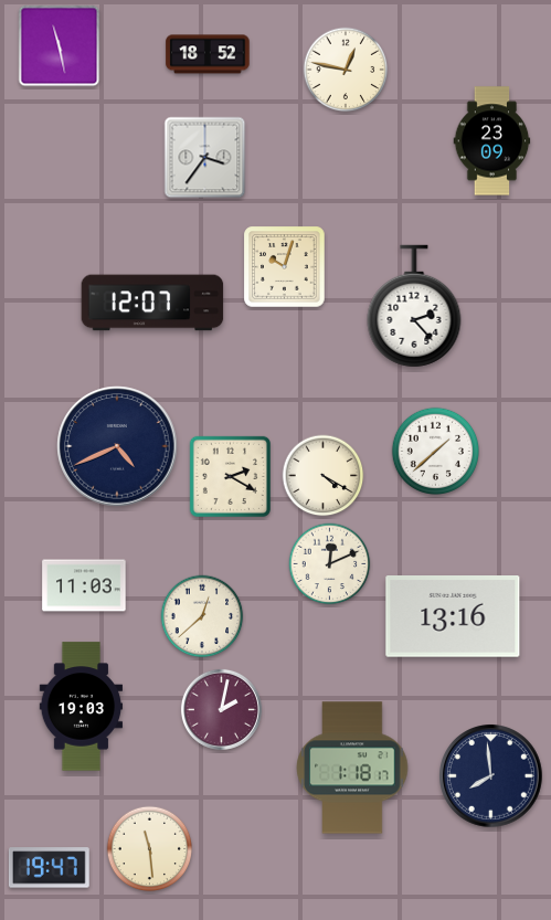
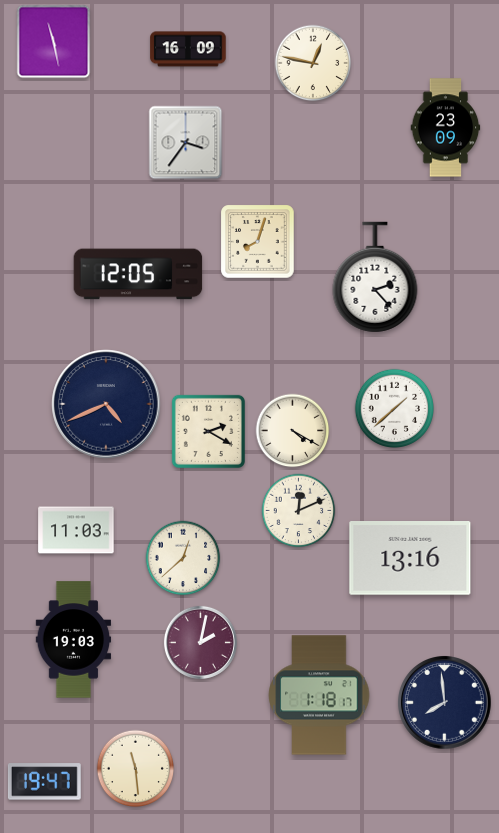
clock at (208, 54): 18:52 -> 16:09
clock at (285, 267): 10:03 -> 8:03
clock at (152, 303): 12:07 -> 12:05
clock at (49, 868) position: (49, 868) -> (44, 782)
